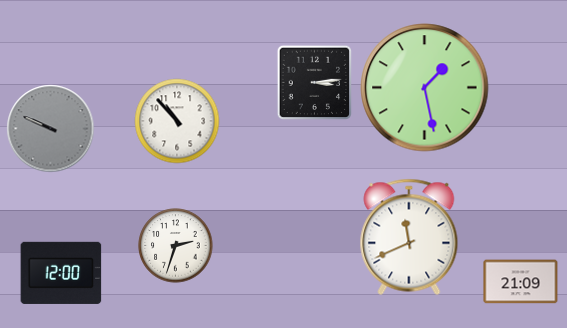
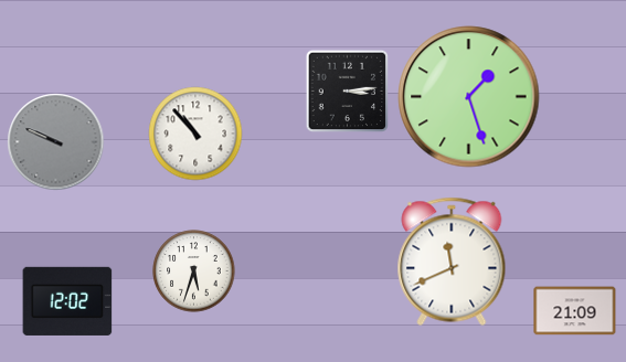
clock at (425, 88): 1:28 -> 1:27
clock at (176, 246): 2:33 -> 5:33
clock at (61, 273): 12:00 -> 12:02
